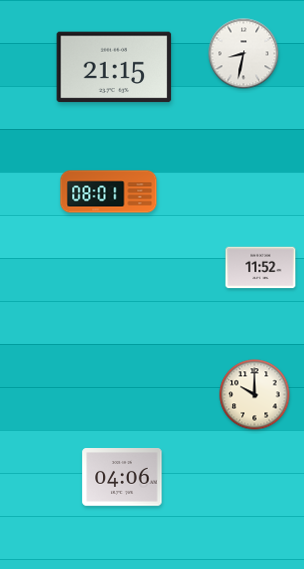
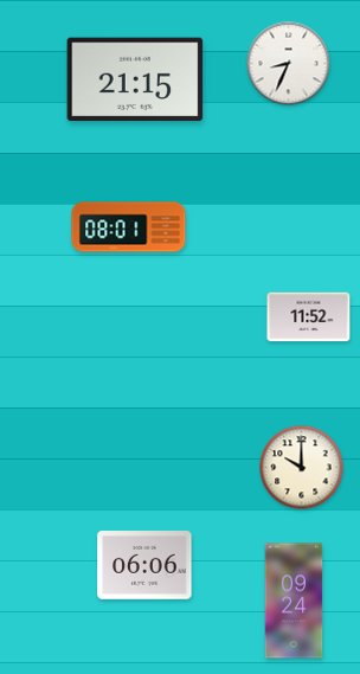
clock at (244, 54): 8:32 -> 8:34
clock at (122, 478): 04:06 -> 06:06
clock at (294, 601): none -> 09:24
